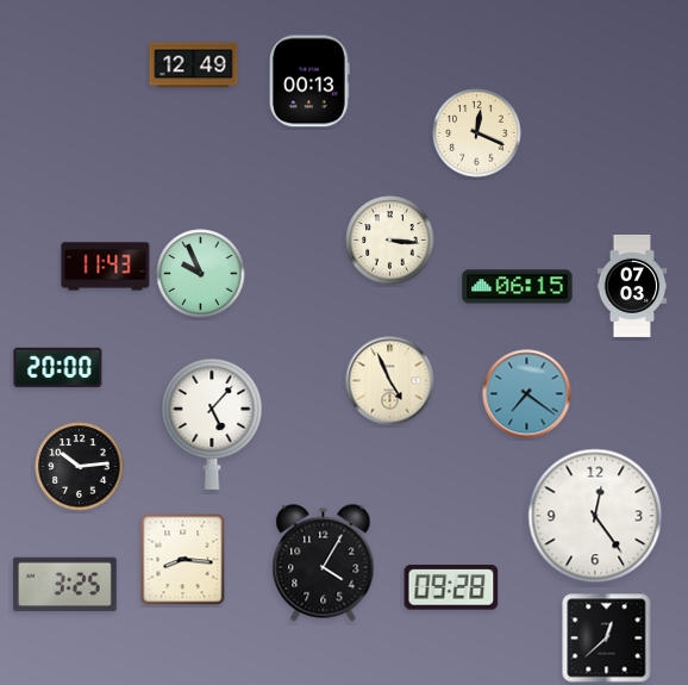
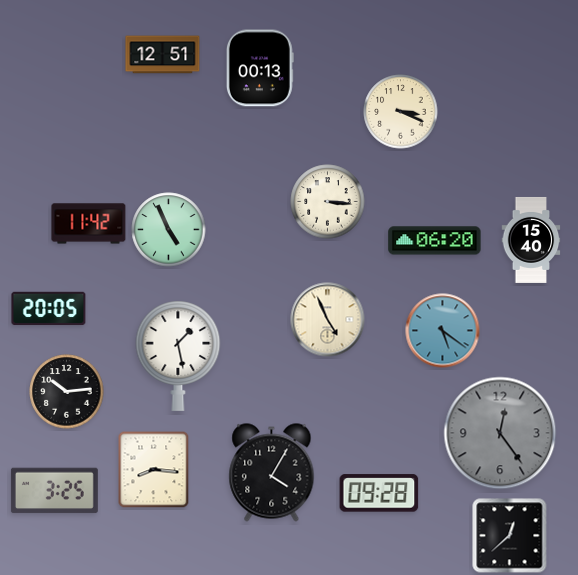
clock at (194, 66): 12:49 -> 12:51
clock at (477, 133): 12:19 -> 3:19
clock at (106, 267): 11:43 -> 11:42
clock at (201, 274): 9:56 -> 4:56
clock at (632, 286): 07:03 -> 15:40
clock at (518, 287): 06:15 -> 06:20
clock at (58, 368): 20:00 -> 20:05
clock at (527, 394): 7:21 -> 5:21
clock at (212, 424): 5:07 -> 1:28
clock at (595, 516) dial: white -> grey
